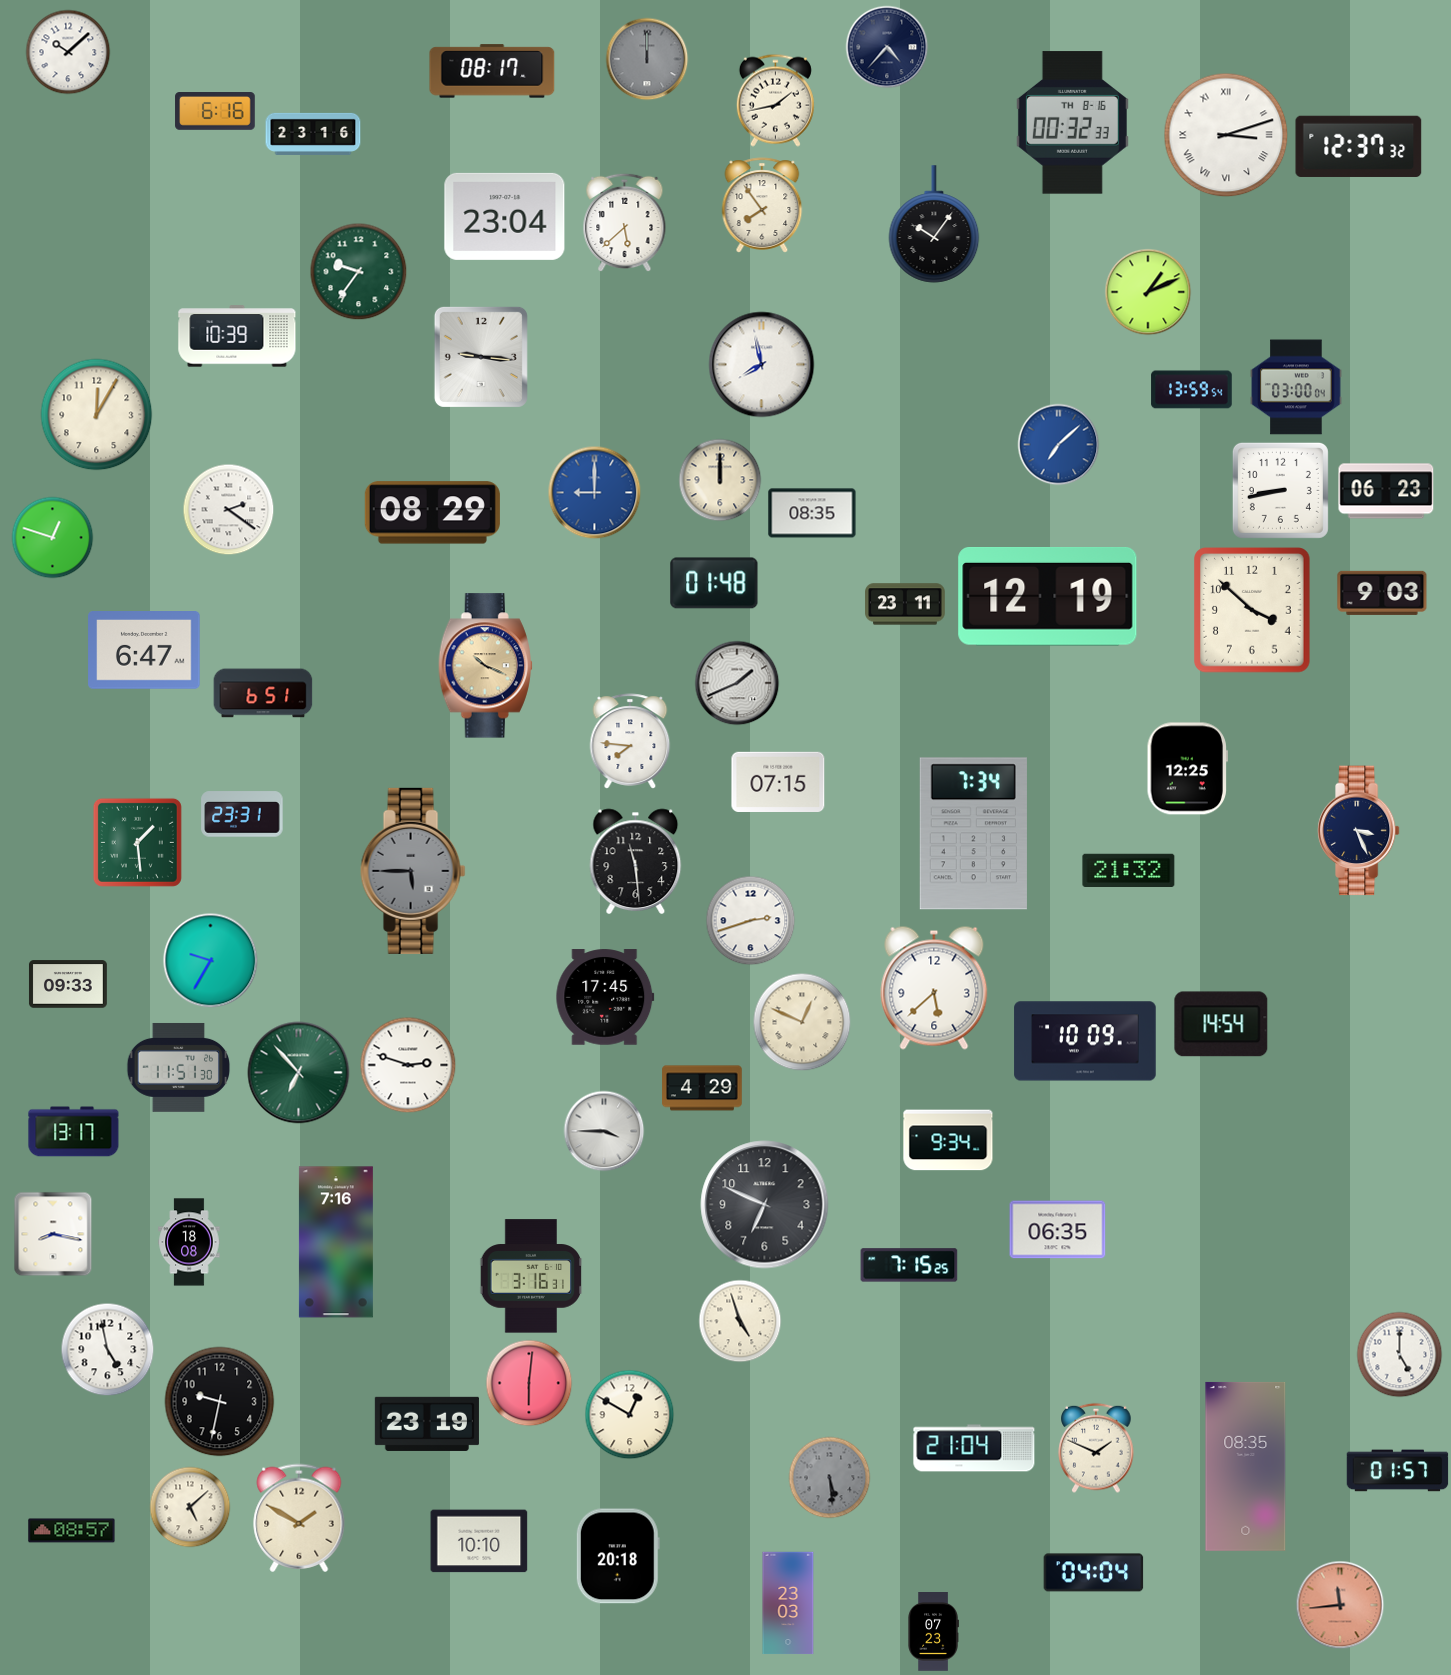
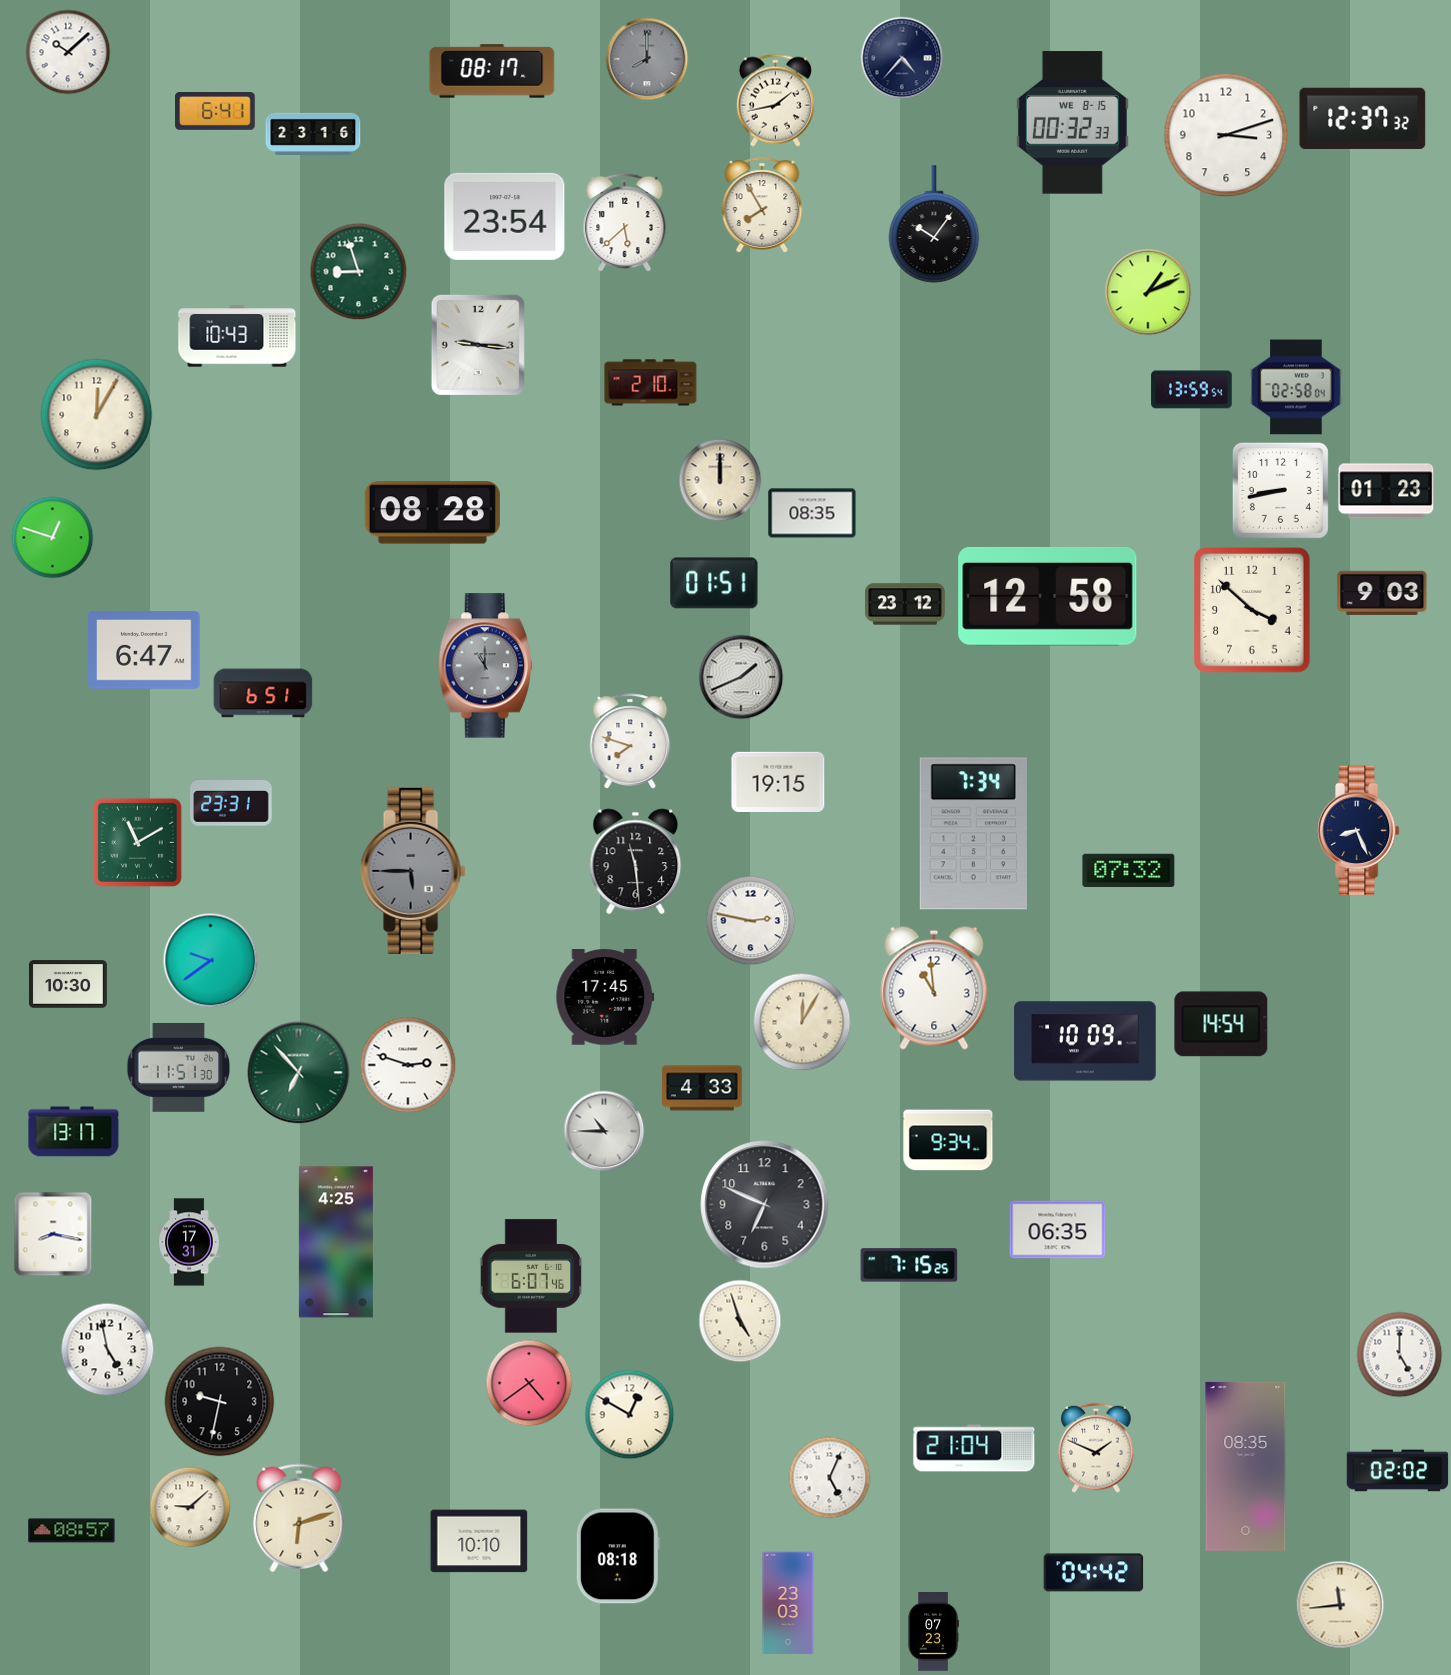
clock at (887, 47) position: (887, 47) -> (902, 58)
clock at (647, 59): 12:00 -> 8:00
clock at (215, 112): 6:16 -> 6:41
clock at (1072, 123) date: TH 8-16 -> WE 8-15
clock at (1226, 135) numerals: Roman -> Arabic
clock at (1359, 146) position: (1359, 146) -> (1363, 118)
clock at (762, 205): 7:54 -> 7:55
clock at (505, 216): 23:04 -> 23:54
clock at (359, 272): 9:36 -> 8:57
clock at (237, 336): 10:39 -> 10:43
clock at (481, 357) position: (481, 357) -> (478, 345)
clock at (762, 365): 7:58 -> none
clock at (651, 383): none -> 2:10
clock at (1296, 387): 03:00 -> 02:58
clock at (1059, 445): 7:08 -> none
clock at (1386, 491): 06:23 -> 01:23
clock at (595, 493): 9:00 -> none
clock at (229, 510): 2:21 -> none
clock at (432, 513): 08:29 -> 08:28
clock at (714, 583): 01:48 -> 01:51
clock at (1048, 597): 12:19 -> 12:58
clock at (905, 604): 23:11 -> 23:12
clock at (485, 666): 10:19 -> 11:00
clock at (485, 666) dial: champagne -> grey
clock at (737, 683) position: (737, 683) -> (741, 677)
clock at (630, 741): 7:46 -> 7:48
clock at (1187, 769): 12:25 -> none
clock at (778, 781): 07:15 -> 19:15
clock at (242, 814) position: (242, 814) -> (231, 803)
clock at (1358, 831): 3:26 -> 8:26
clock at (137, 842): 1:29 -> 11:10
clock at (1129, 870): 21:32 -> 07:32
clock at (751, 921): 2:42 -> 2:47
clock at (211, 961): 9:35 -> 9:39
clock at (68, 984): 09:33 -> 10:30
clock at (934, 988): 5:38 -> 10:59
clock at (802, 1022): 12:49 -> 12:05
clock at (702, 1088): 4:29 -> 4:33
clock at (604, 1131): 3:45 -> 10:45
clock at (189, 1242): 18:08 -> 17:31
clock at (336, 1242): 7:16 -> 4:25
clock at (531, 1276): 3:16 -> 6:07
clock at (529, 1383): 6:01 -> 4:39
clock at (427, 1424): 23:19 -> none
clock at (1398, 1471): 01:57 -> 02:02
clock at (830, 1478): 5:29 -> 5:04
clock at (830, 1478) dial: grey -> white
clock at (190, 1507): 5:08 -> 9:08
clock at (299, 1518): 1:50 -> 6:12
clock at (618, 1556): 20:18 -> 08:18
clock at (1094, 1573): 04:04 -> 04:42
clock at (1340, 1605) dial: salmon -> cream
